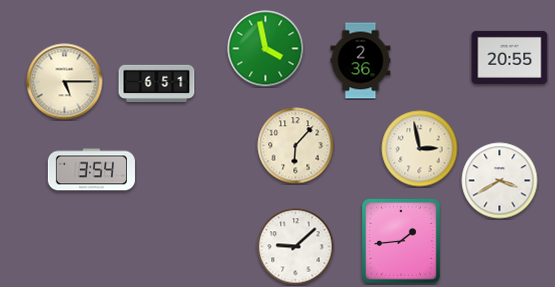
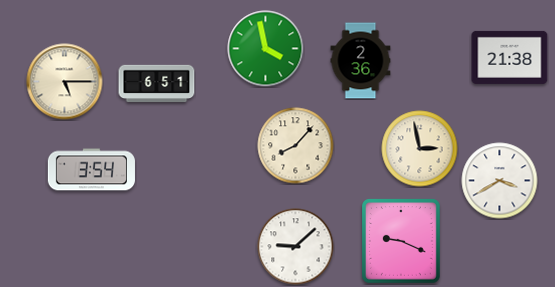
clock at (510, 57): 20:55 -> 21:38
clock at (296, 146): 6:07 -> 8:07
clock at (402, 242): 1:44 -> 9:19
